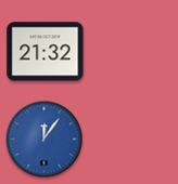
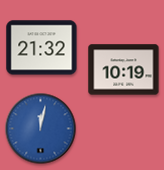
clock at (124, 70): none -> 10:19
clock at (44, 140): 12:06 -> 12:02
